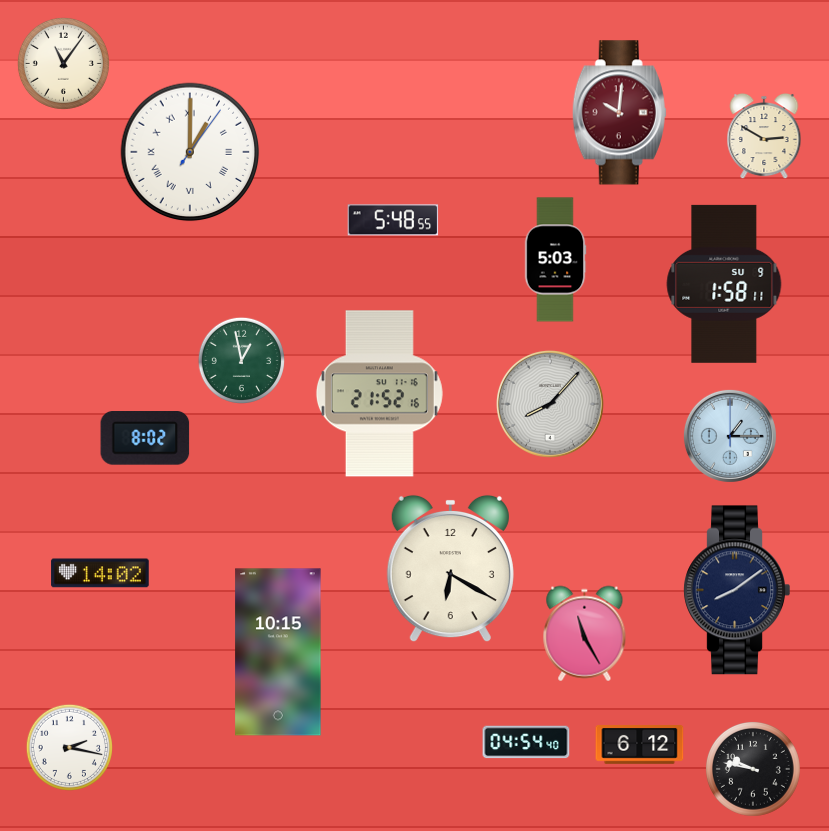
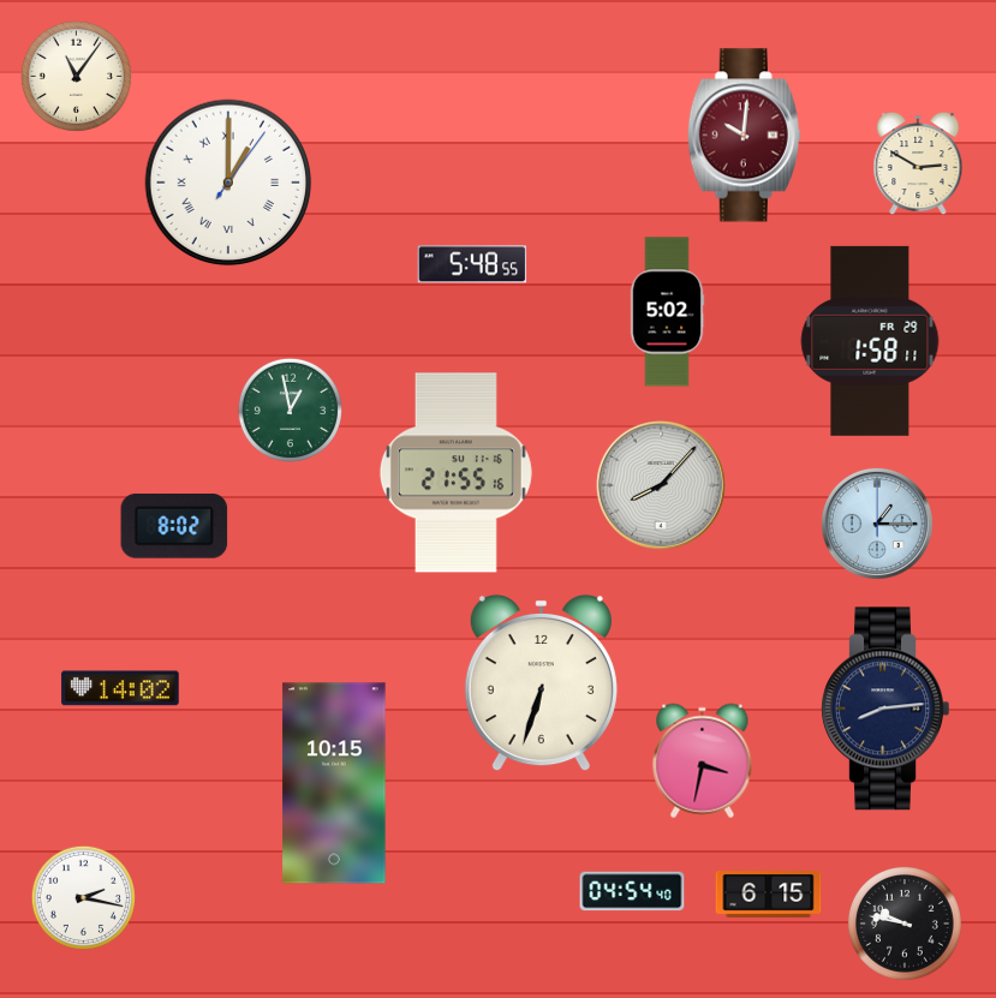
clock at (555, 260): 5:03 -> 5:02
clock at (724, 284) date: SU 9 -> FR 29
clock at (241, 360) position: (241, 360) -> (290, 410)
clock at (379, 394): 21:52 -> 21:55
clock at (450, 569): 6:20 -> 6:33
clock at (737, 590): 8:09 -> 8:14
clock at (585, 634): 11:25 -> 3:32
clock at (640, 745): 6:12 -> 6:15
